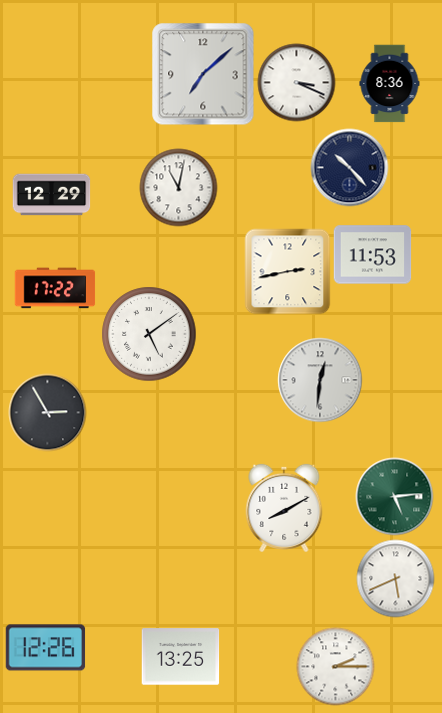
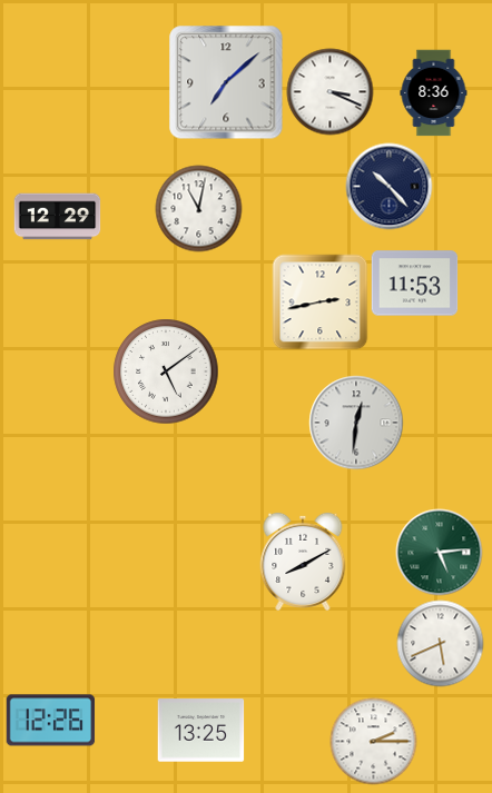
clock at (55, 288): 17:22 -> none
clock at (47, 412): 2:55 -> none
clock at (284, 508) position: (284, 508) -> (303, 562)
